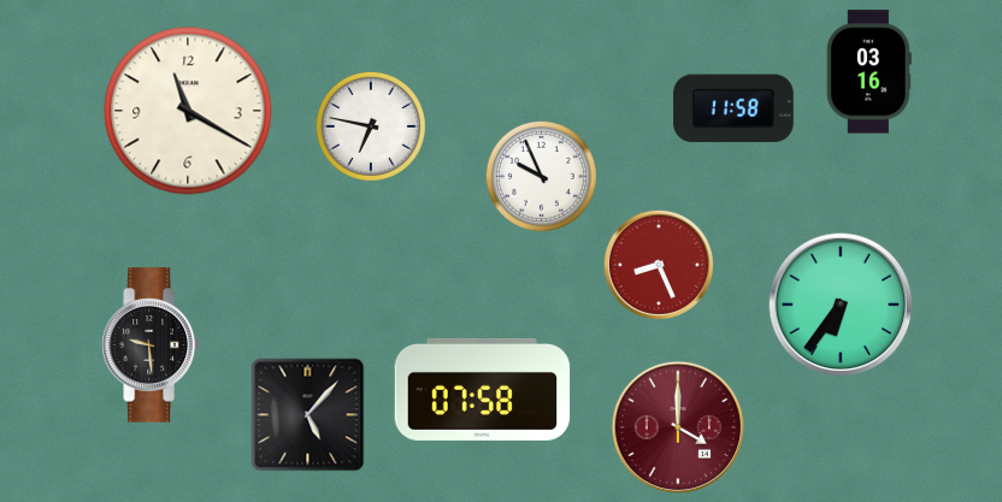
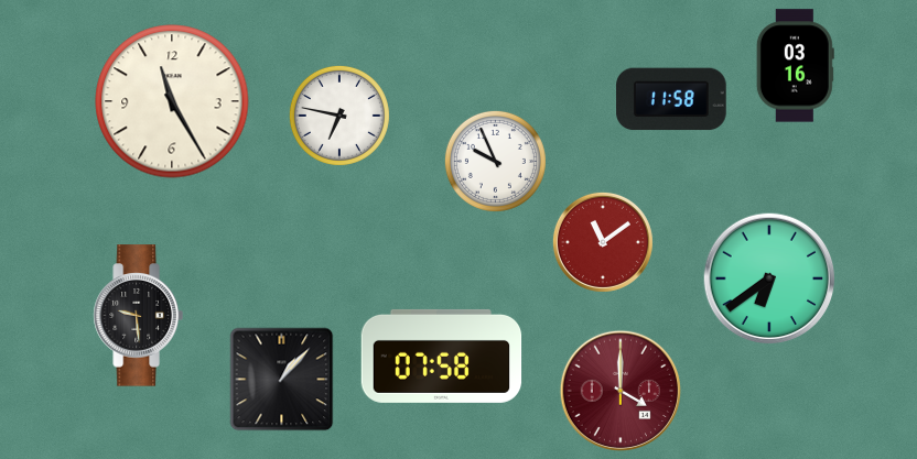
clock at (188, 111): 11:20 -> 11:25
clock at (659, 265): 8:26 -> 11:09
clock at (841, 305): 6:36 -> 6:39
clock at (308, 415): 5:07 -> 1:07
